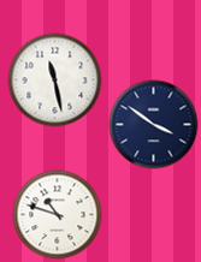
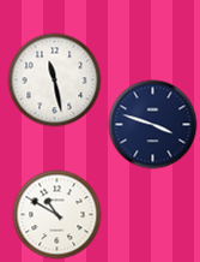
clock at (154, 125): 3:51 -> 3:48
clock at (58, 215): 10:48 -> 10:50
